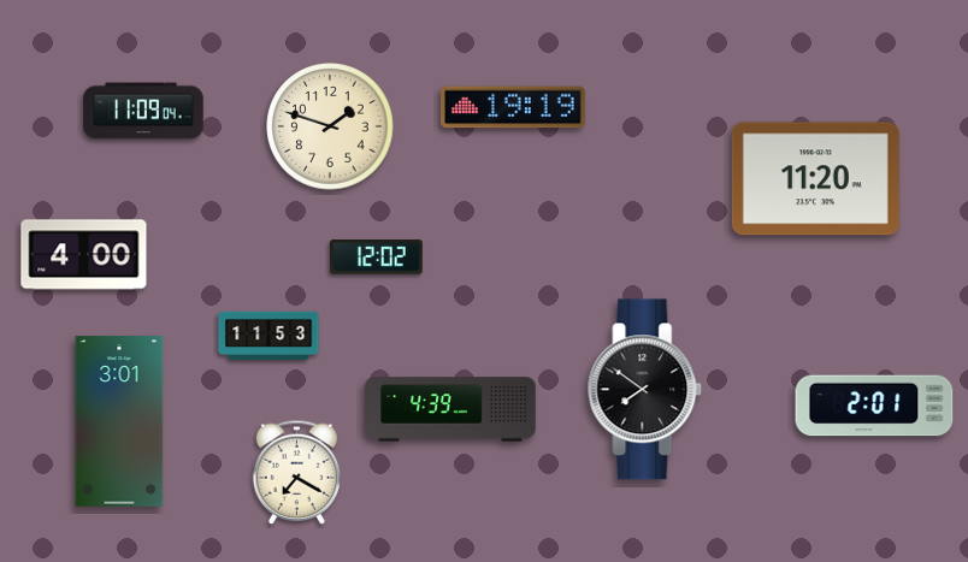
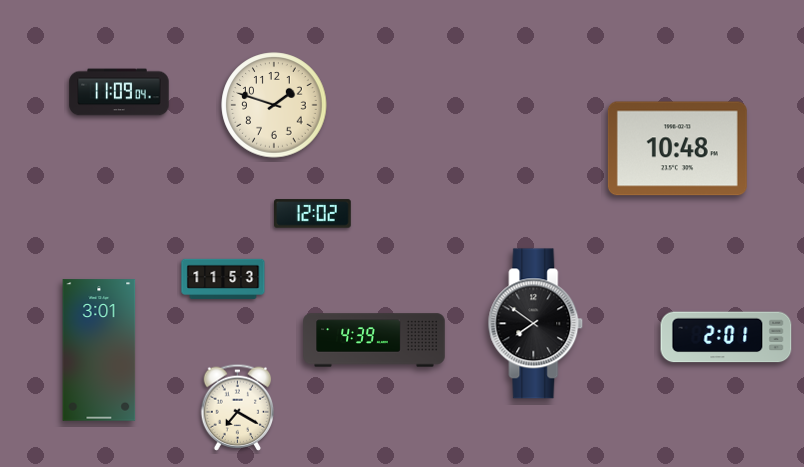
clock at (513, 107): 19:19 -> none
clock at (815, 179): 11:20 -> 10:48
clock at (84, 255): 4:00 -> none
clock at (297, 472) position: (297, 472) -> (238, 407)
